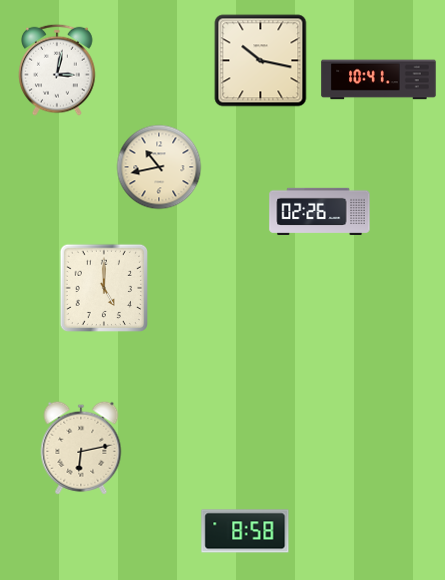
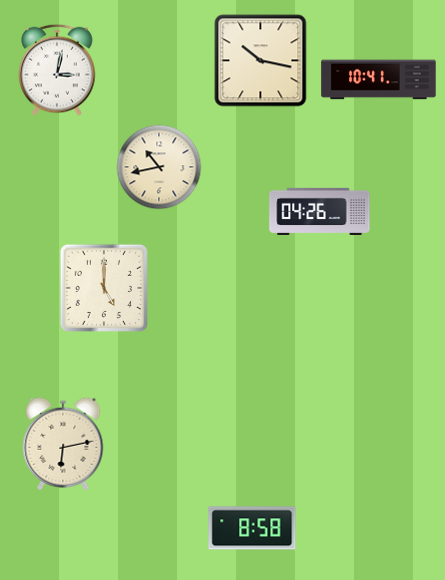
clock at (320, 211): 02:26 -> 04:26
clock at (81, 448) position: (81, 448) -> (63, 444)
clock at (245, 531) position: (245, 531) -> (252, 528)
